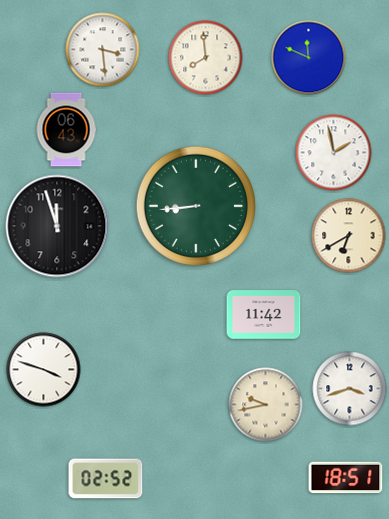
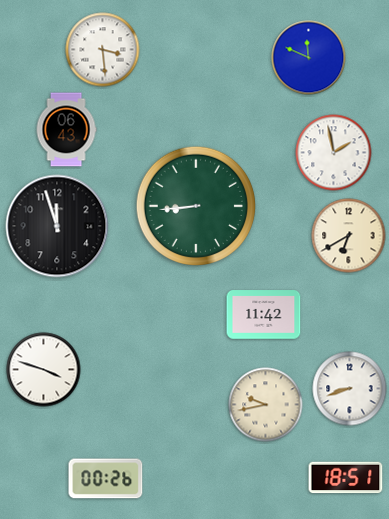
clock at (206, 58): 7:59 -> none
clock at (350, 389): 3:42 -> 8:42
clock at (106, 479): 02:52 -> 00:26
